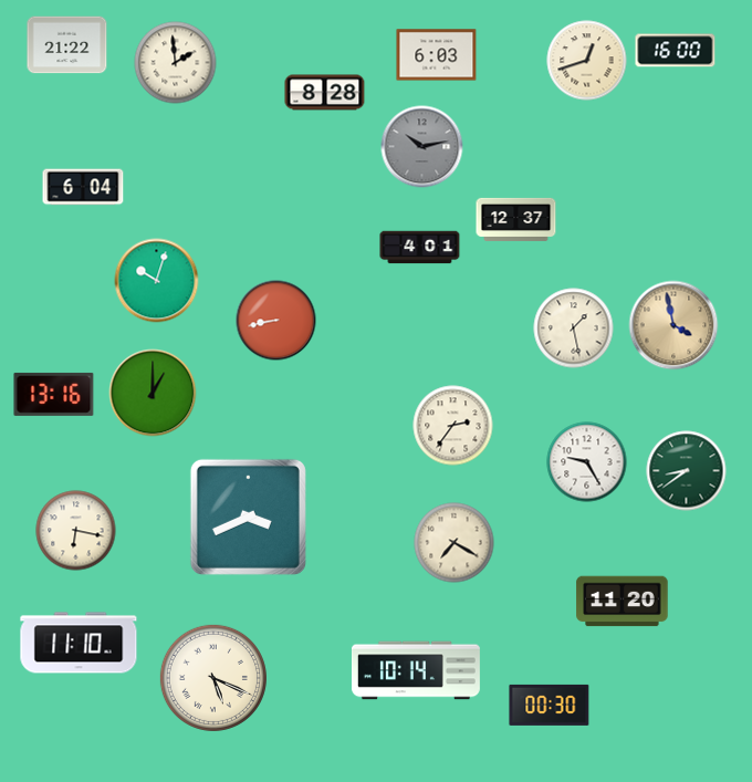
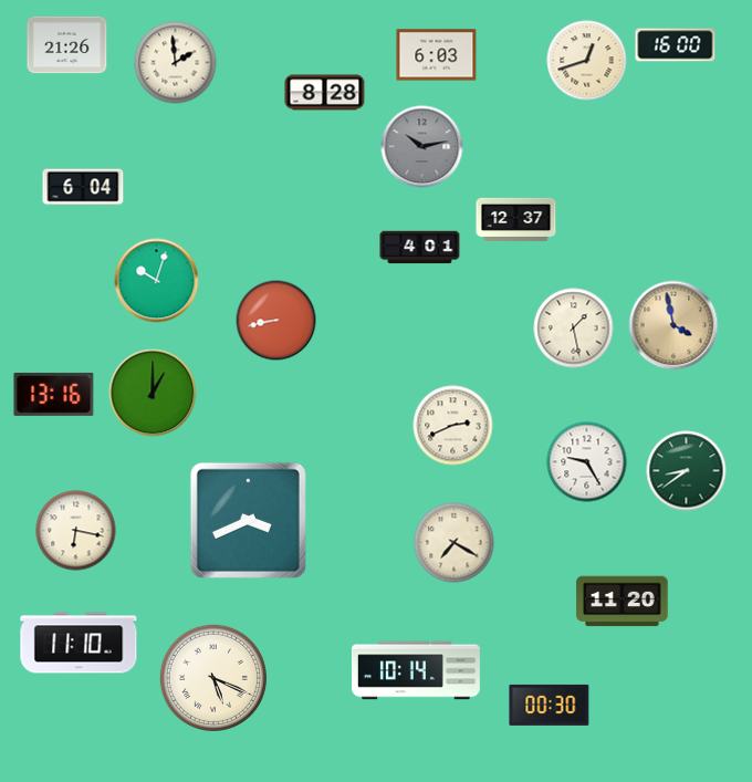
clock at (67, 45): 21:22 -> 21:26
clock at (676, 51) position: (676, 51) -> (676, 45)
clock at (453, 426): 2:36 -> 2:41
clock at (248, 517) position: (248, 517) -> (248, 520)
